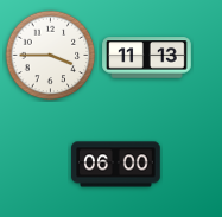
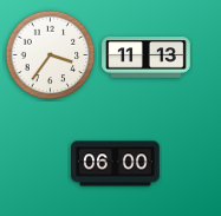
clock at (51, 56): 3:45 -> 3:36
